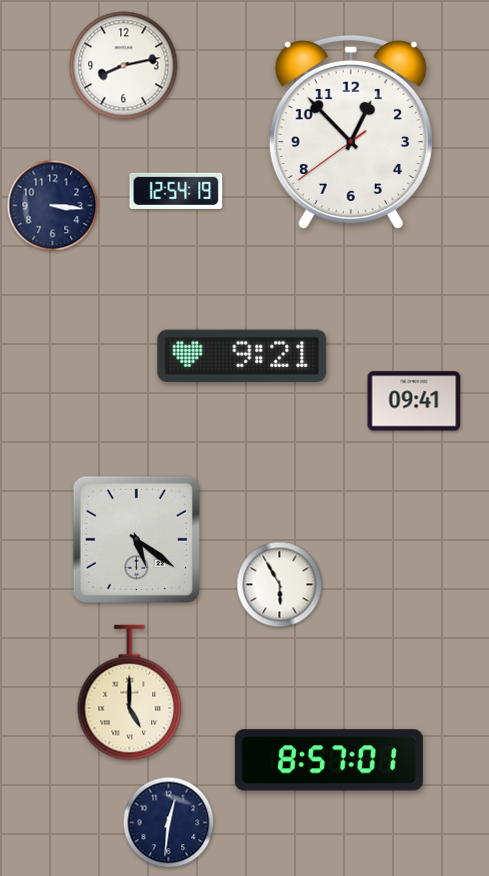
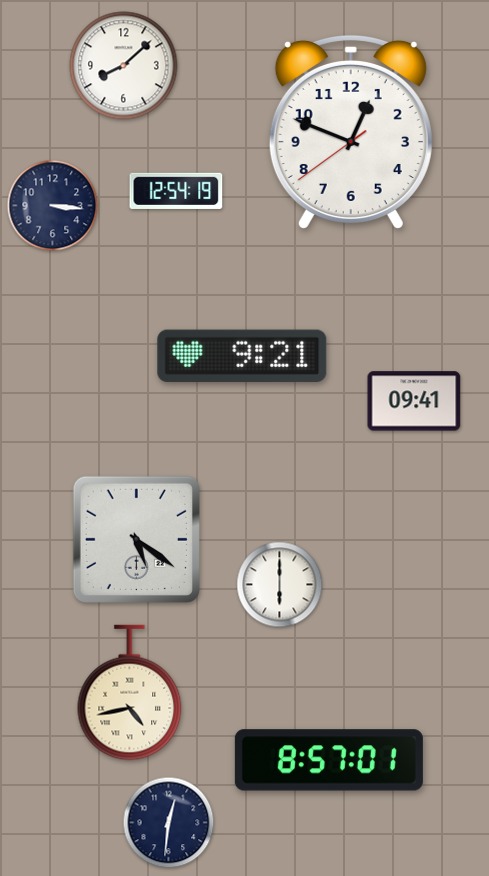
clock at (124, 66): 8:13 -> 8:08
clock at (351, 132): 12:52 -> 12:48
clock at (280, 585): 5:55 -> 6:00
clock at (130, 693): 5:00 -> 4:43
